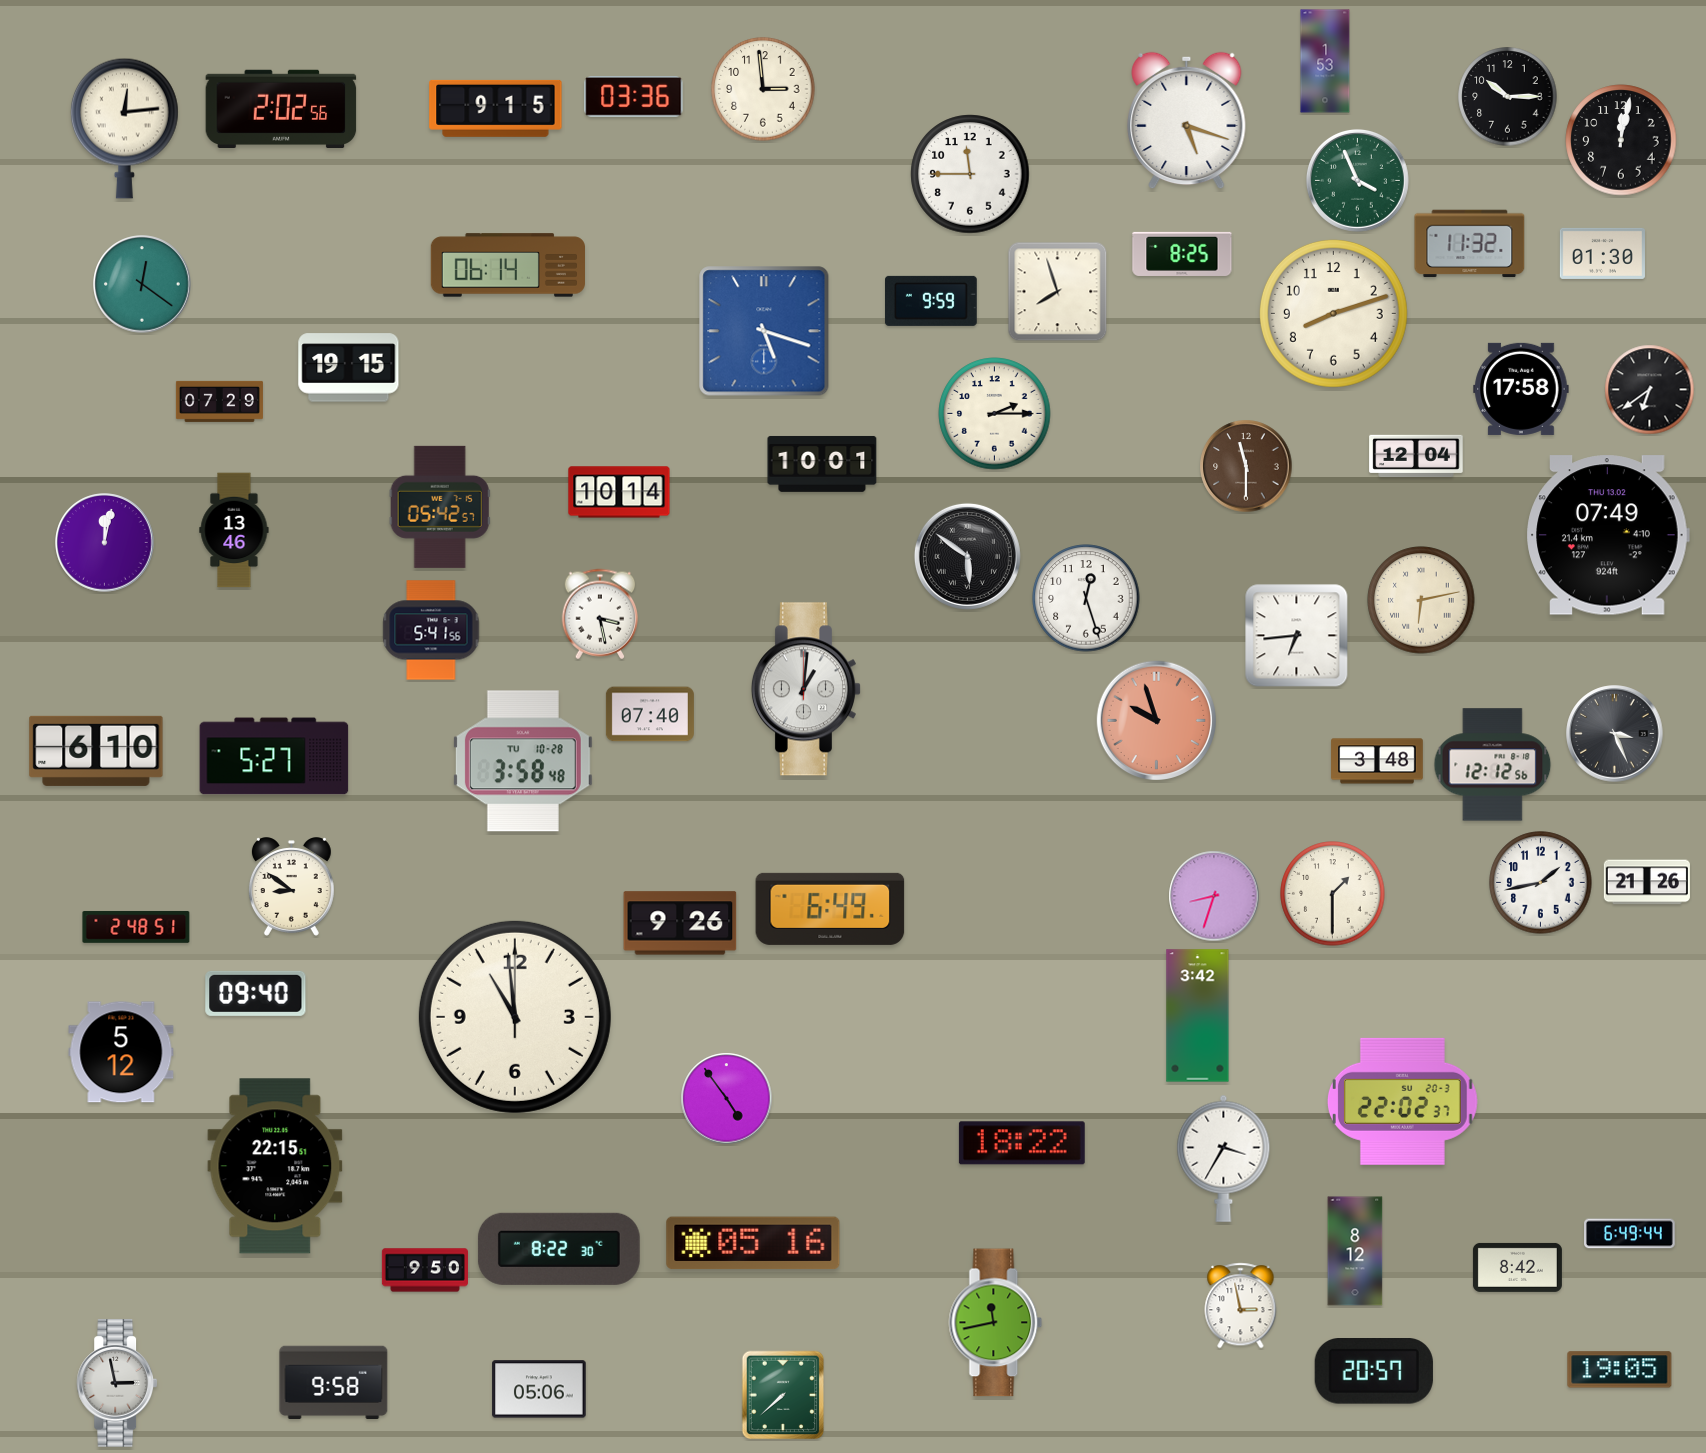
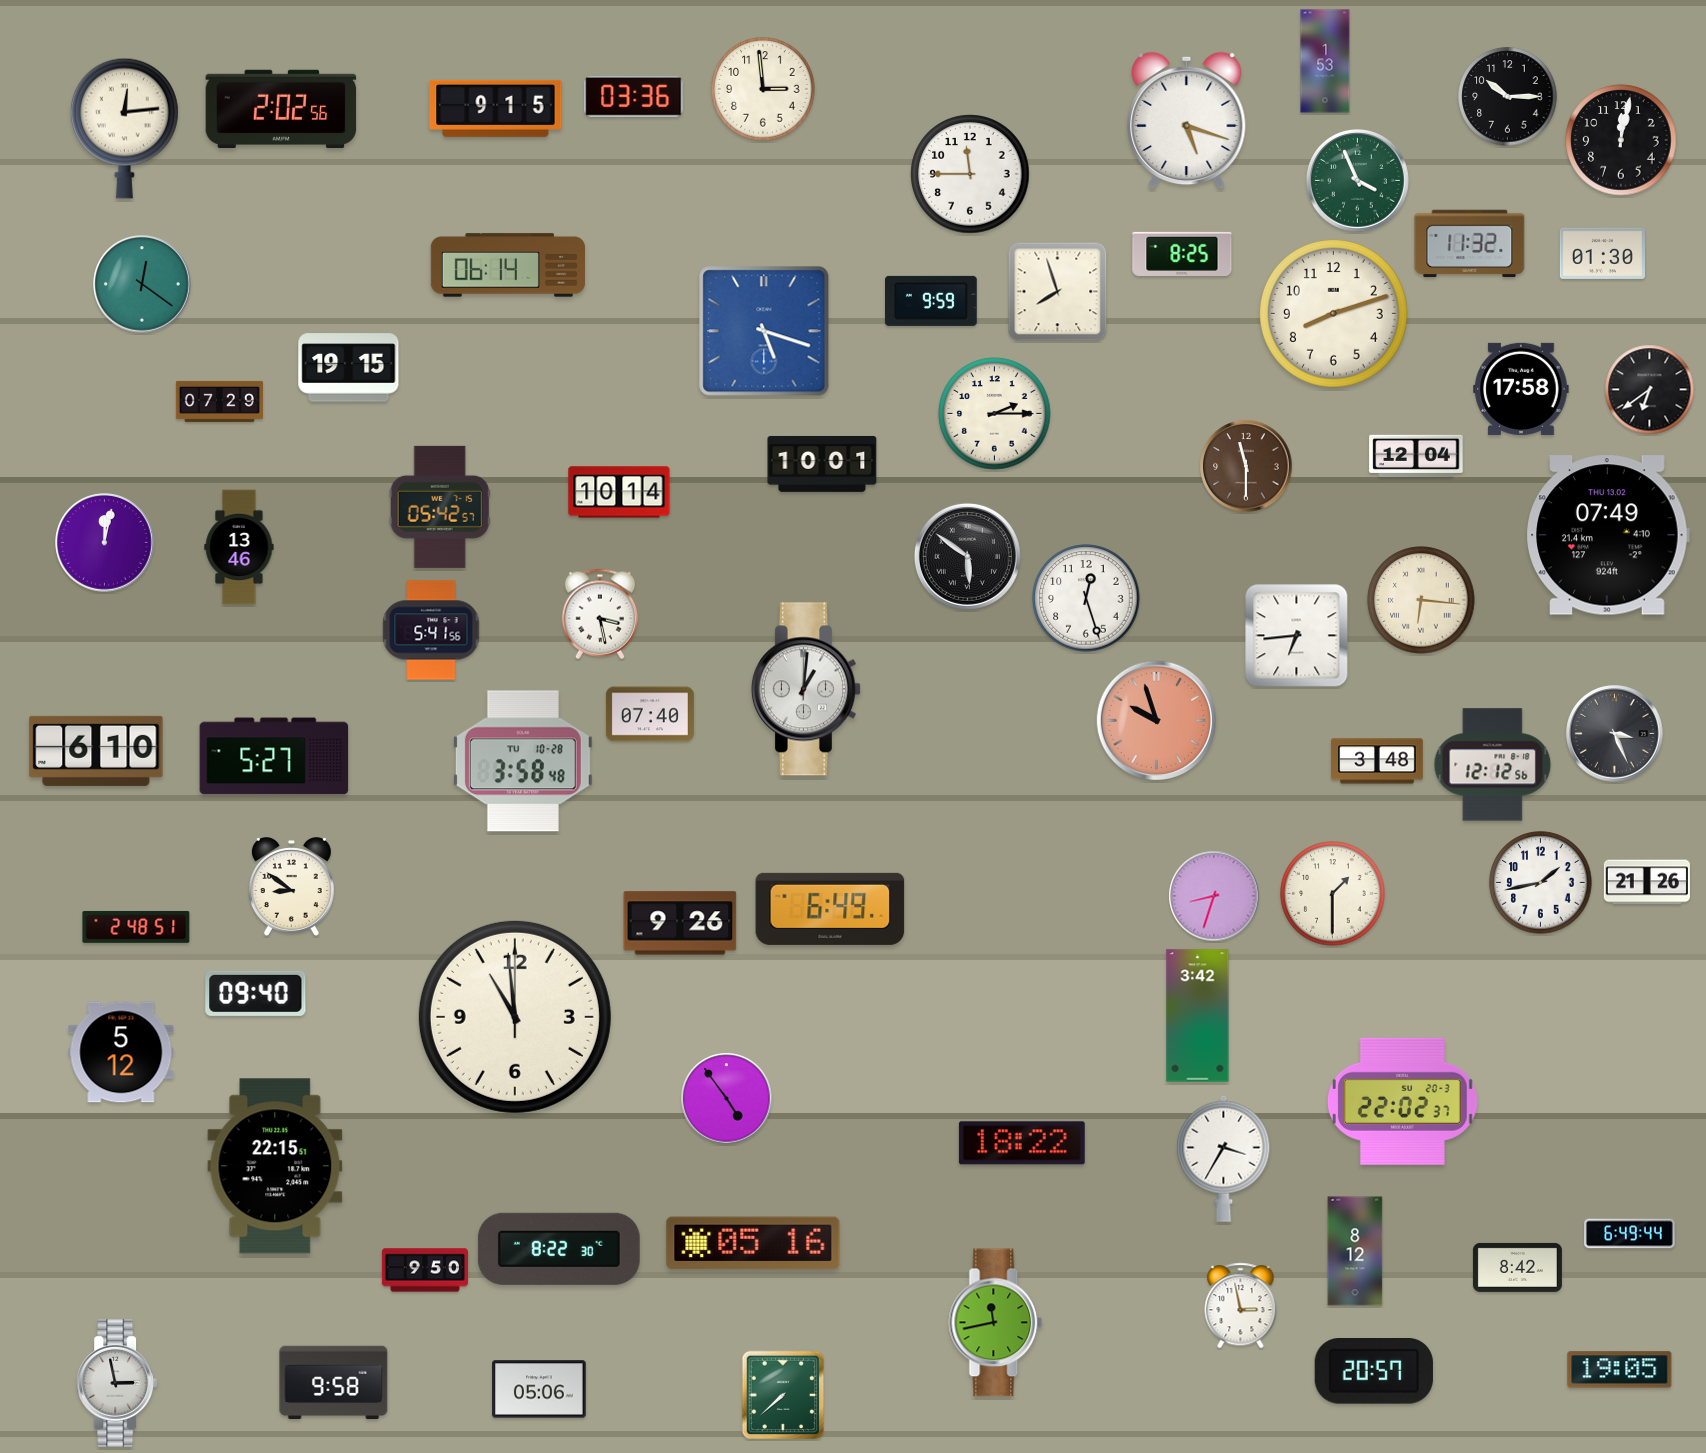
clock at (234, 530) position: (234, 530) -> (239, 547)
clock at (1421, 600): 6:13 -> 6:16
